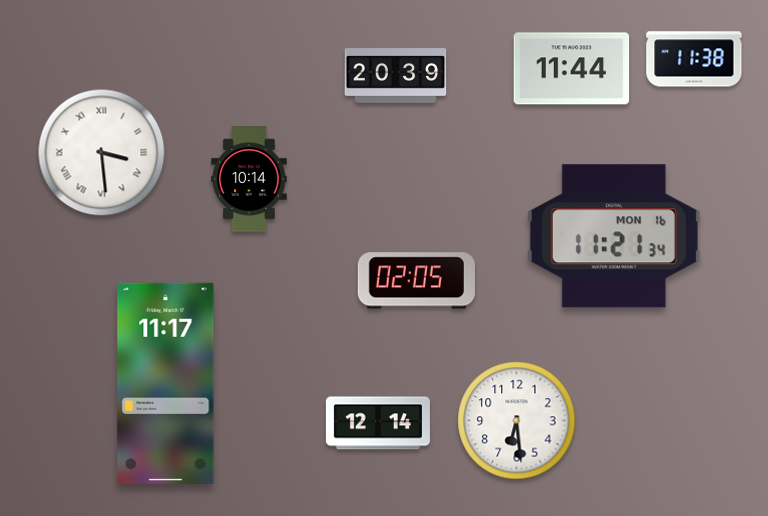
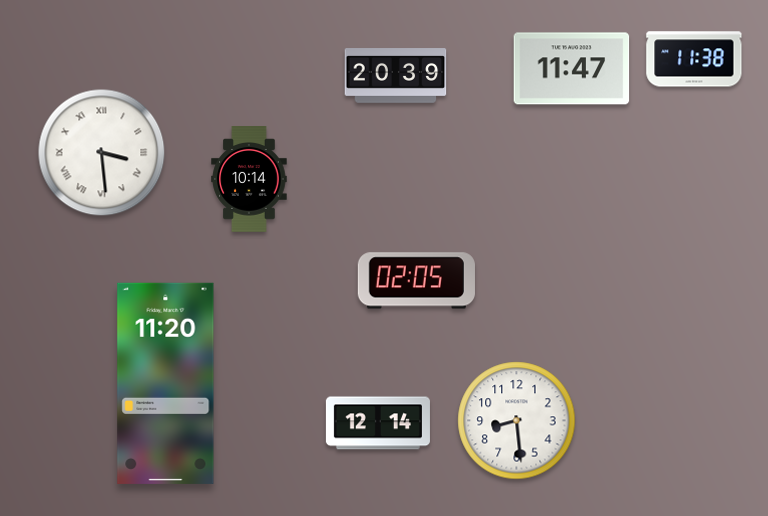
clock at (572, 69): 11:44 -> 11:47
clock at (614, 236): 11:21 -> none
clock at (166, 383): 11:17 -> 11:20
clock at (517, 421): 6:29 -> 8:29
